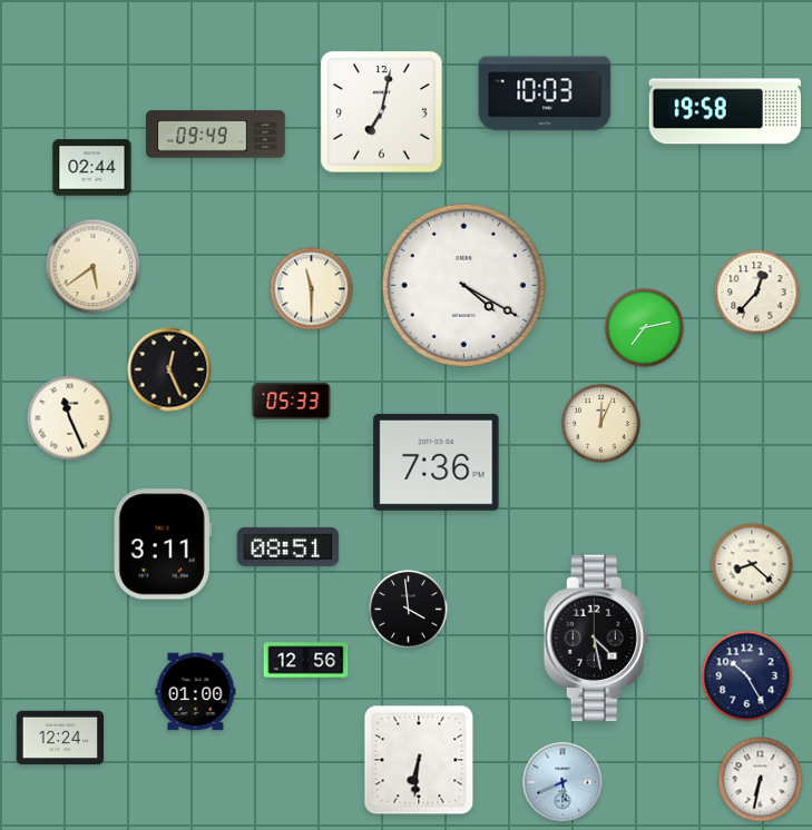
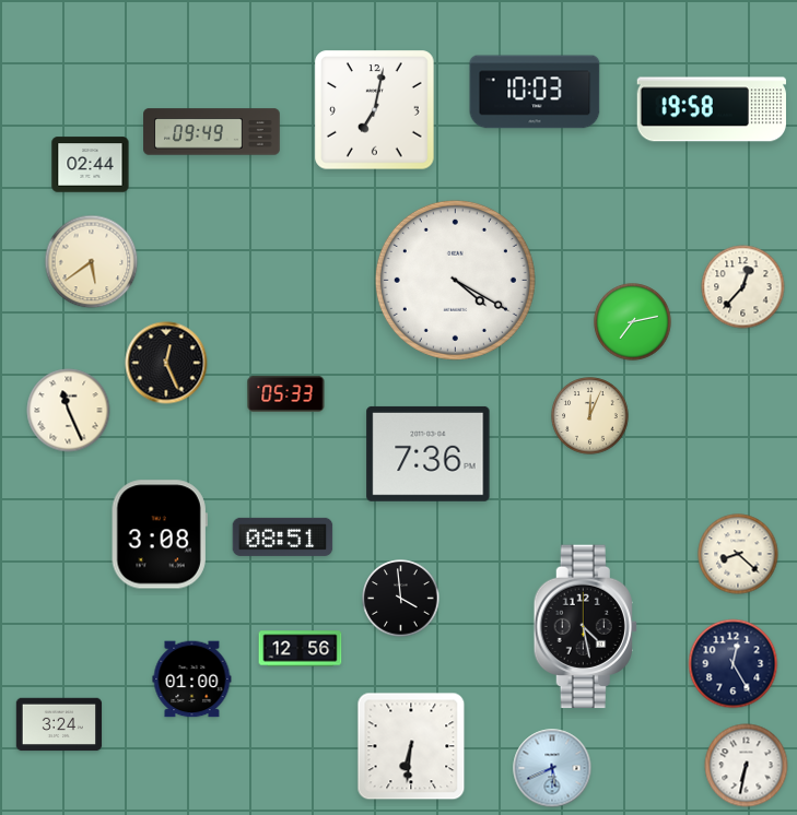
clock at (312, 289): 11:30 -> none
clock at (163, 544): 3:11 -> 3:08
clock at (747, 676): 10:25 -> 12:25
clock at (60, 738): 12:24 -> 3:24
